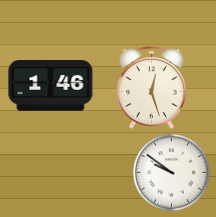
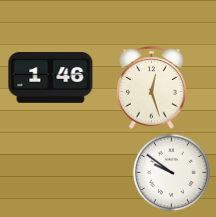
clock at (51, 86) position: (51, 86) -> (51, 78)
